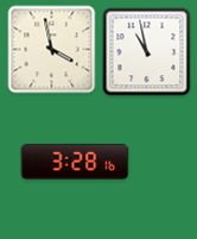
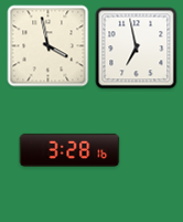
clock at (147, 52): 10:58 -> 6:58
